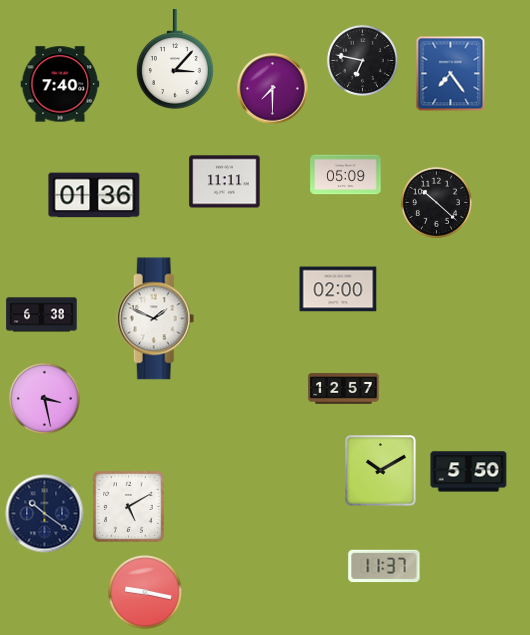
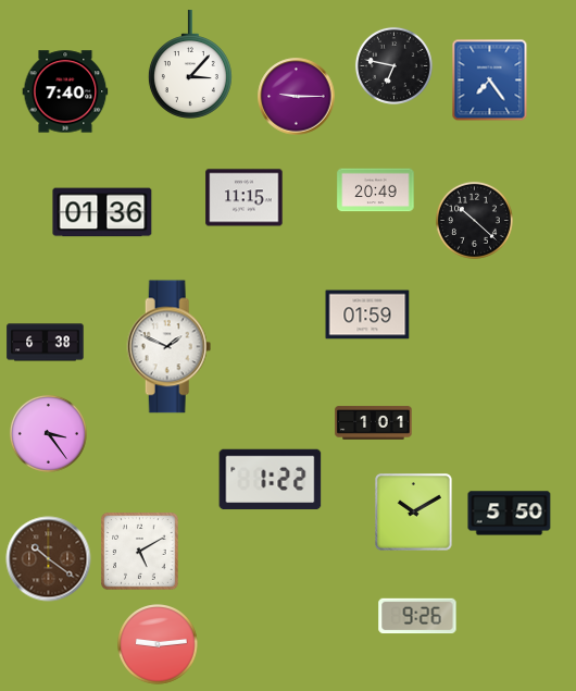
clock at (273, 89): 7:30 -> 9:15
clock at (346, 175): 05:09 -> 20:49
clock at (225, 182): 11:11 -> 11:15
clock at (338, 289): 02:00 -> 01:59
clock at (344, 389): 12:57 -> 1:01
clock at (44, 398): 3:28 -> 3:24
clock at (271, 480): none -> 1:22
clock at (45, 514) dial: navy -> brown
clock at (384, 566): 11:37 -> 9:26
clock at (145, 592): 9:17 -> 9:14
